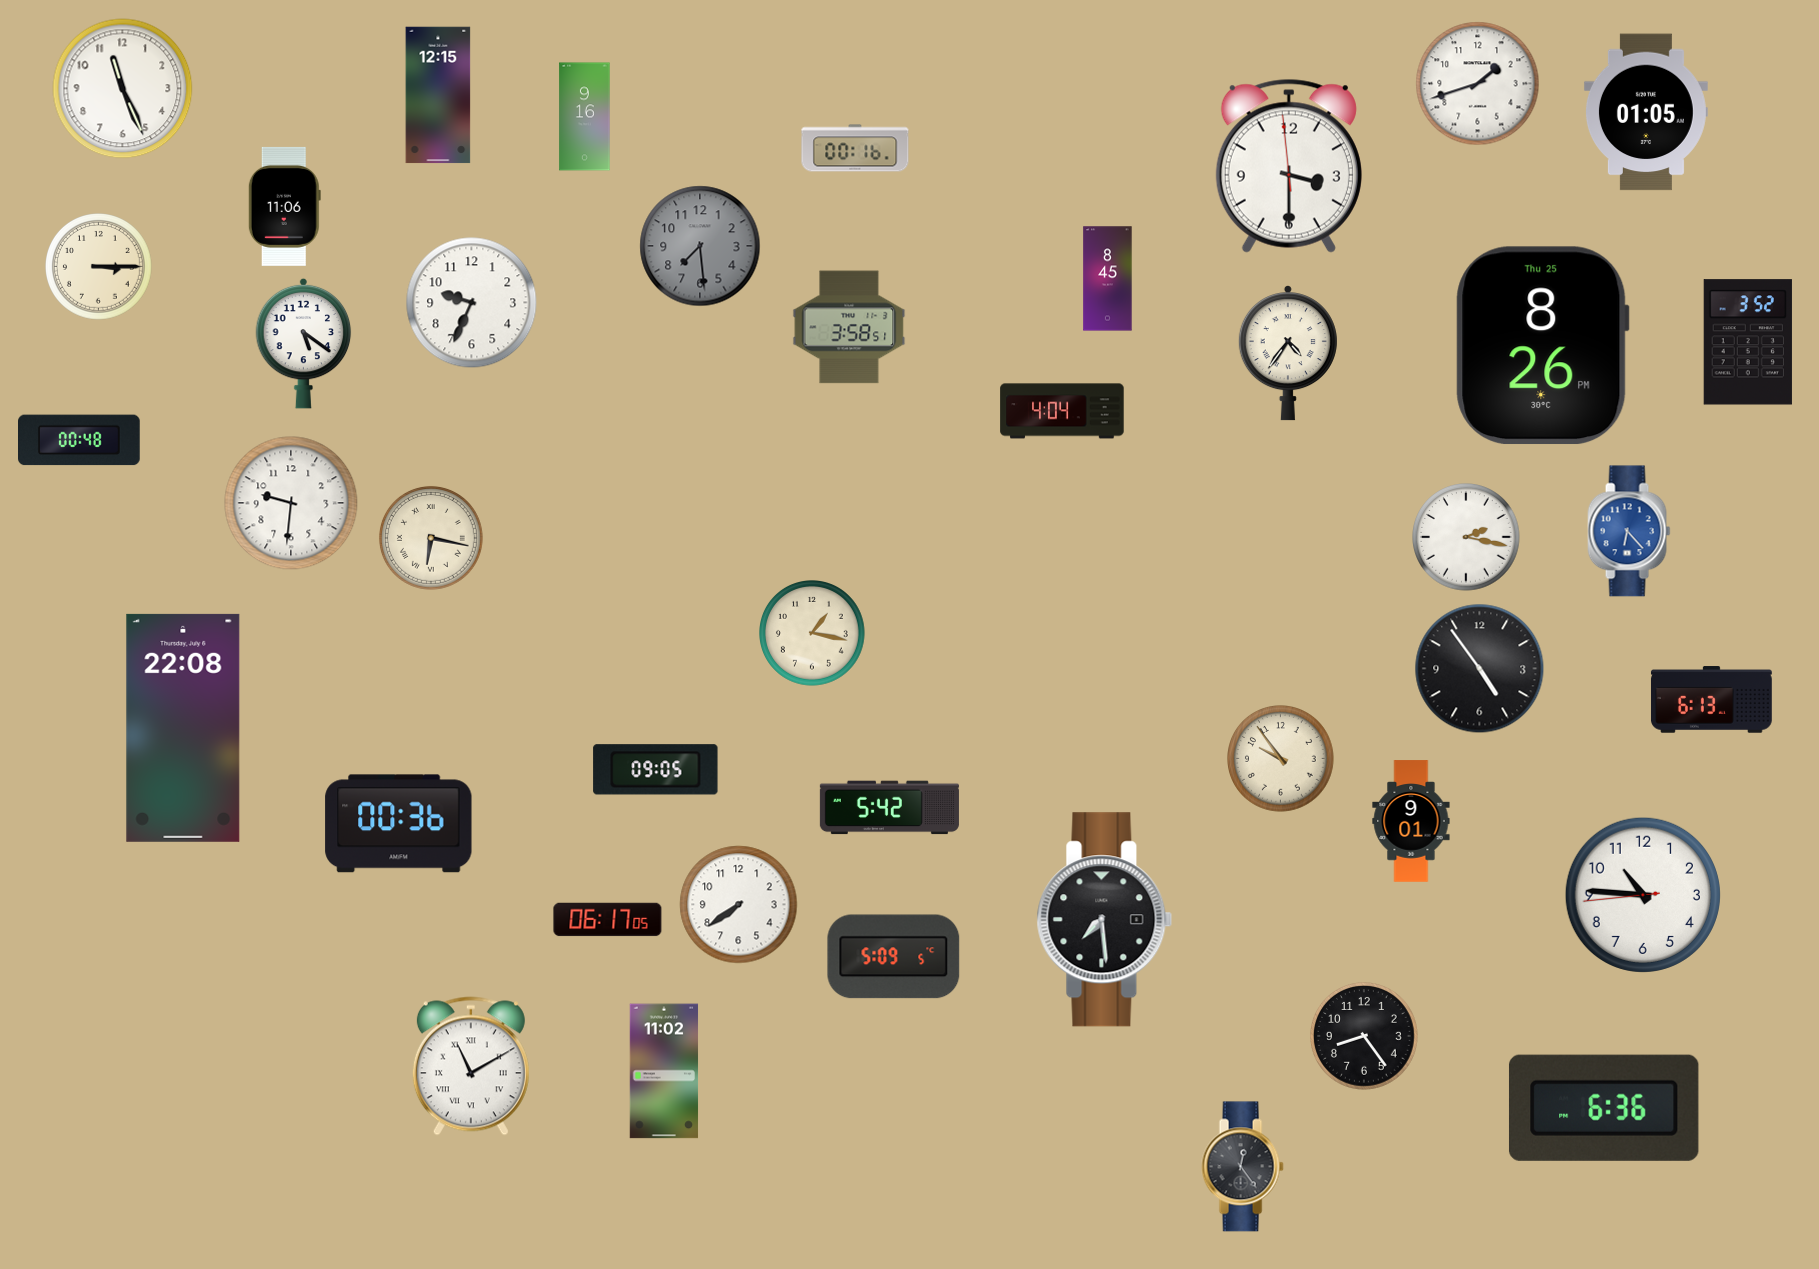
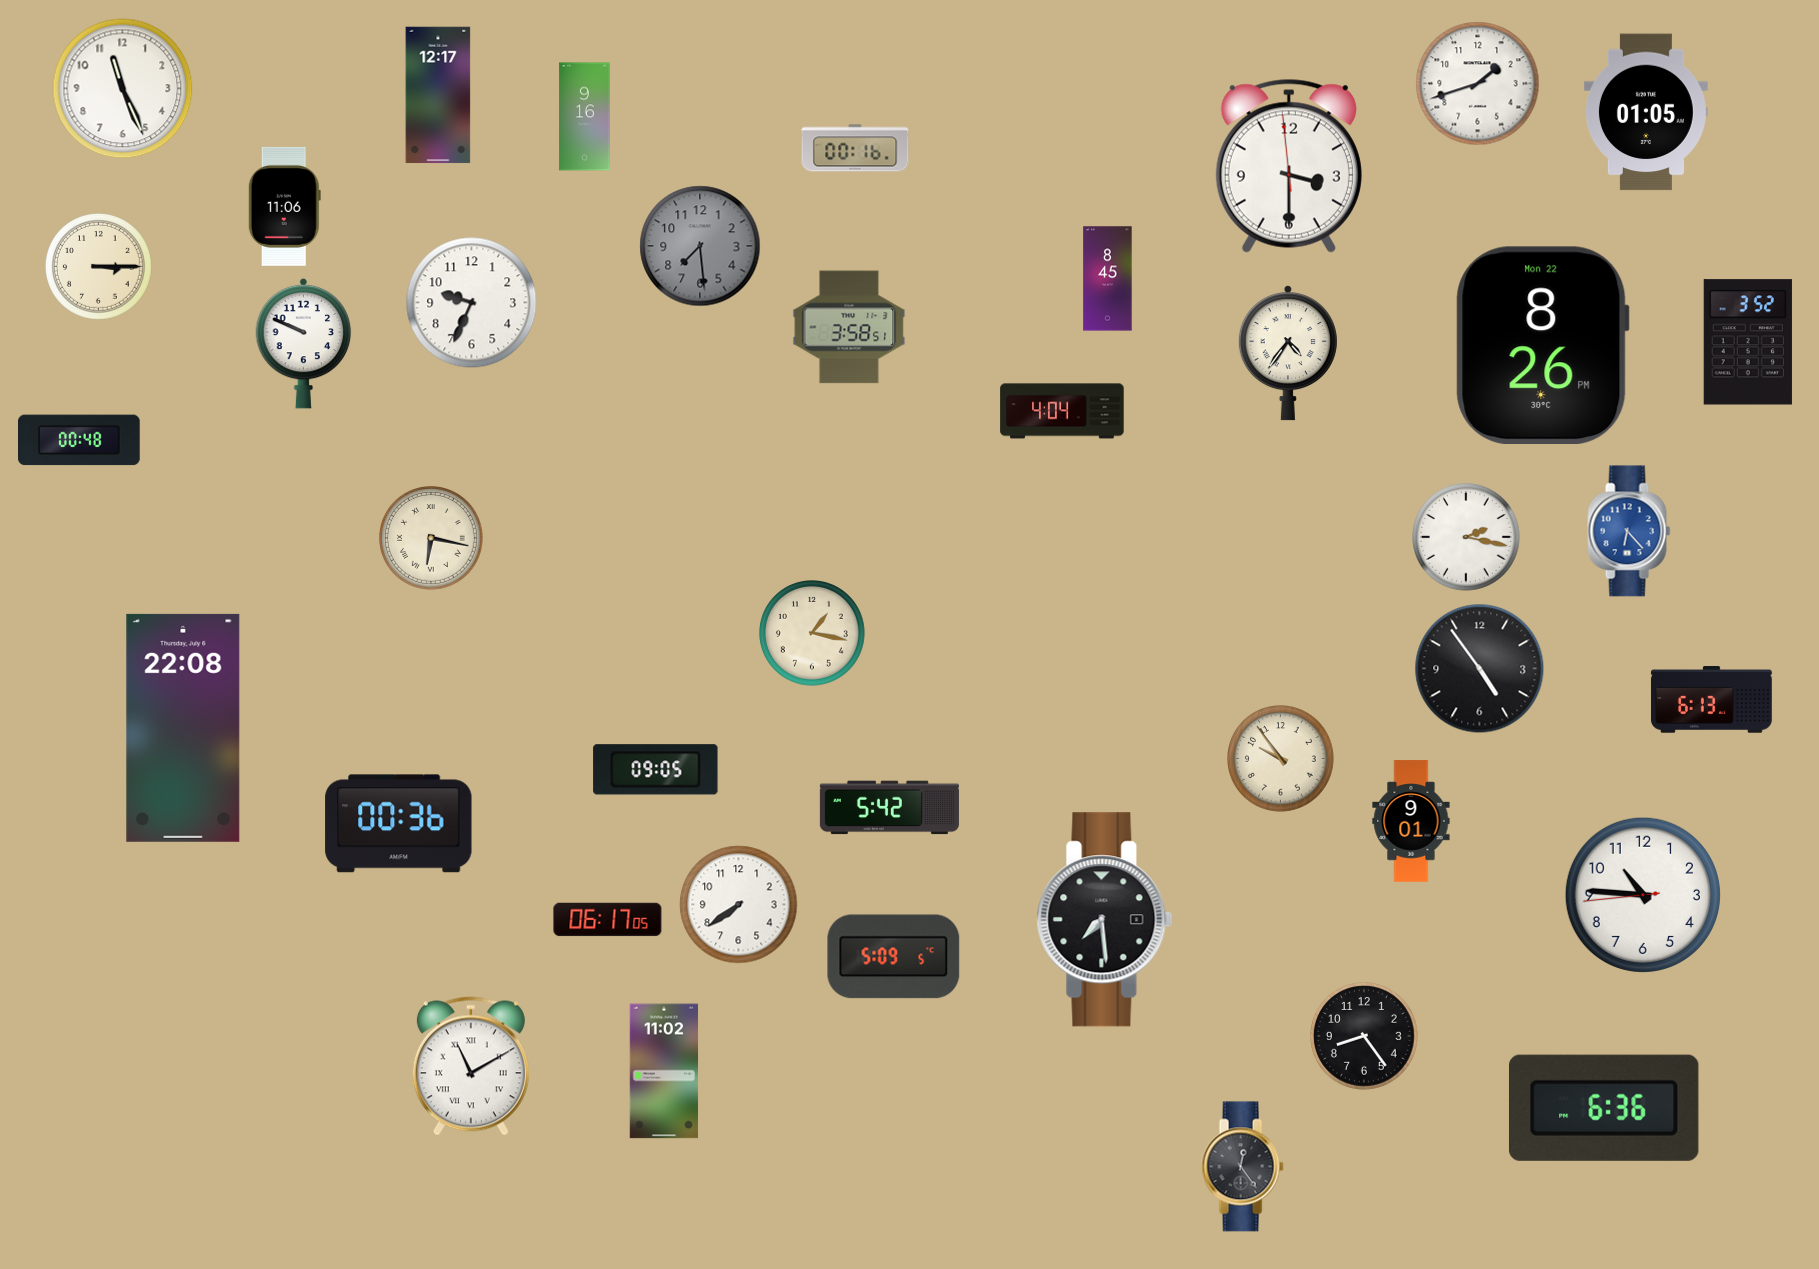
clock at (438, 95): 12:15 -> 12:17
clock at (304, 343): 5:21 -> 9:49
clock at (1542, 346) date: Thu 25 -> Mon 22
clock at (291, 503): 9:31 -> none
